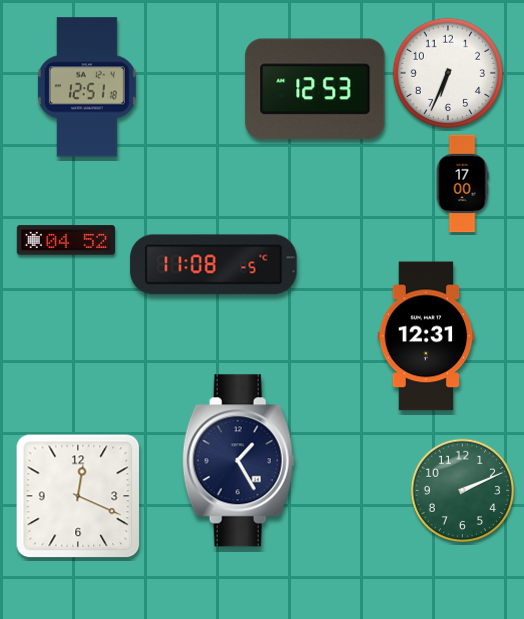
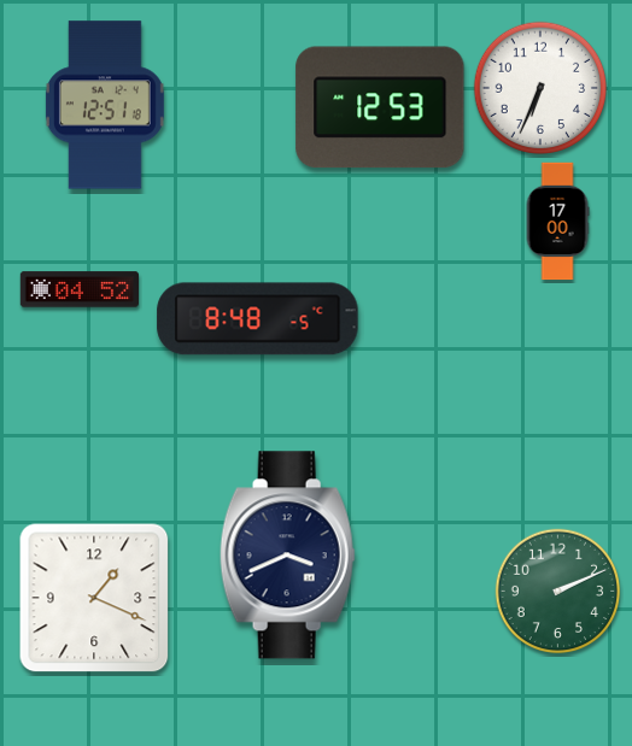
clock at (214, 265): 11:08 -> 8:48
clock at (426, 336): 12:31 -> none
clock at (238, 461): 1:25 -> 3:41
clock at (78, 496): 12:19 -> 1:19
